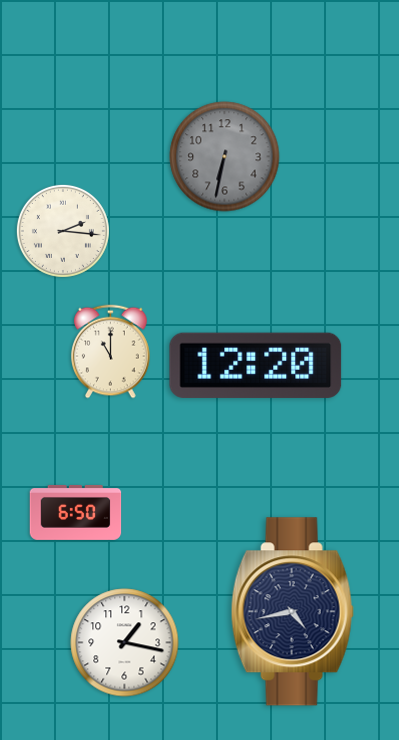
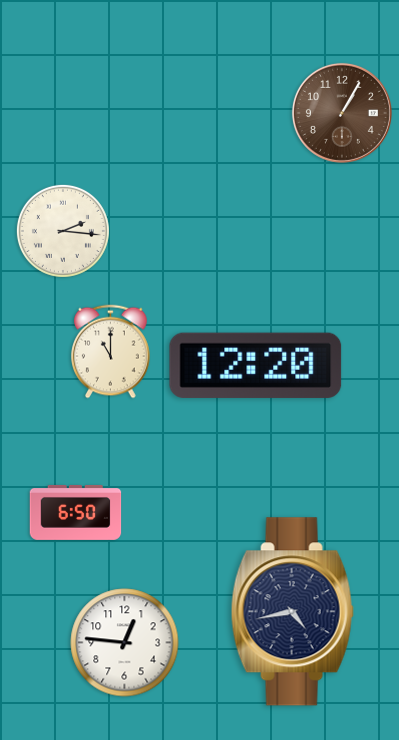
clock at (342, 113): none -> 1:05
clock at (225, 157): 6:32 -> none
clock at (125, 643): 1:17 -> 12:46
